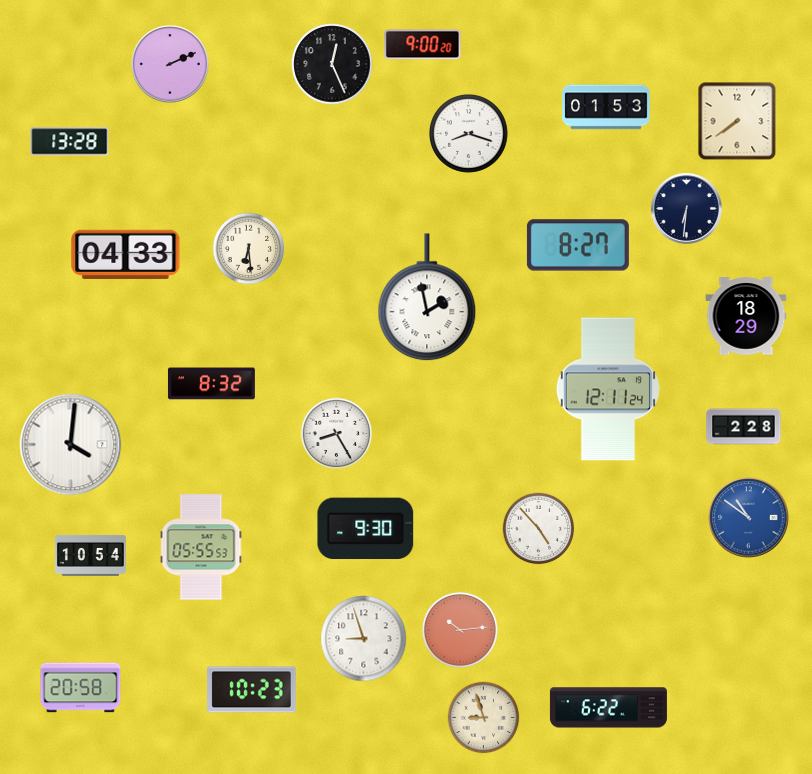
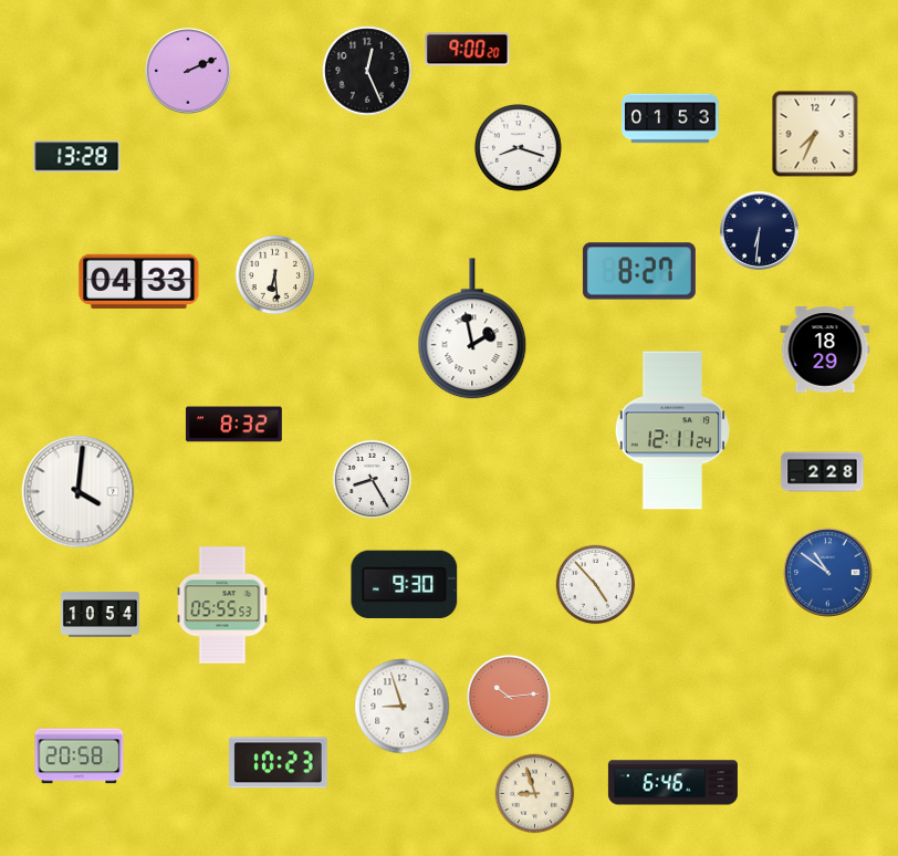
clock at (737, 121): 7:39 -> 7:34
clock at (81, 688) position: (81, 688) -> (80, 756)
clock at (608, 708): 6:22 -> 6:46
